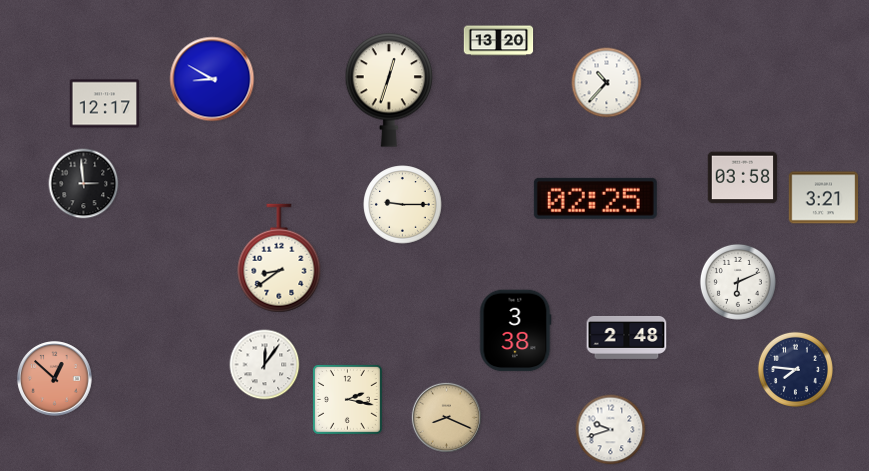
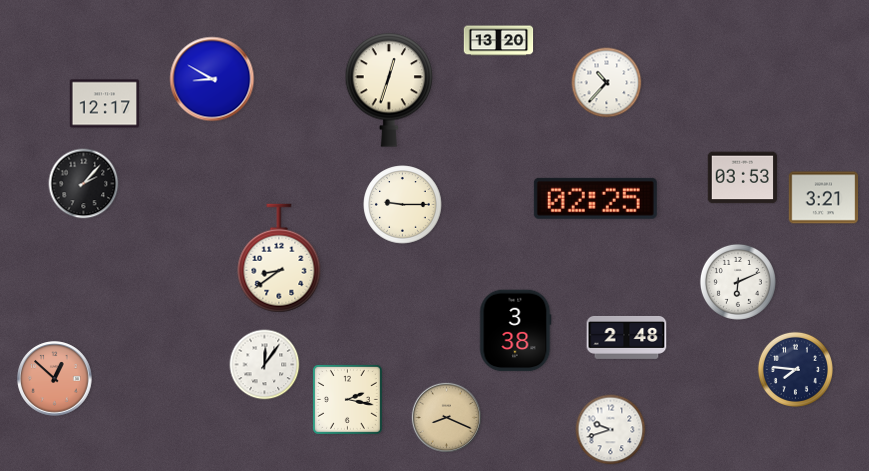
clock at (743, 178): 03:58 -> 03:53
clock at (84, 184): 2:59 -> 2:07
